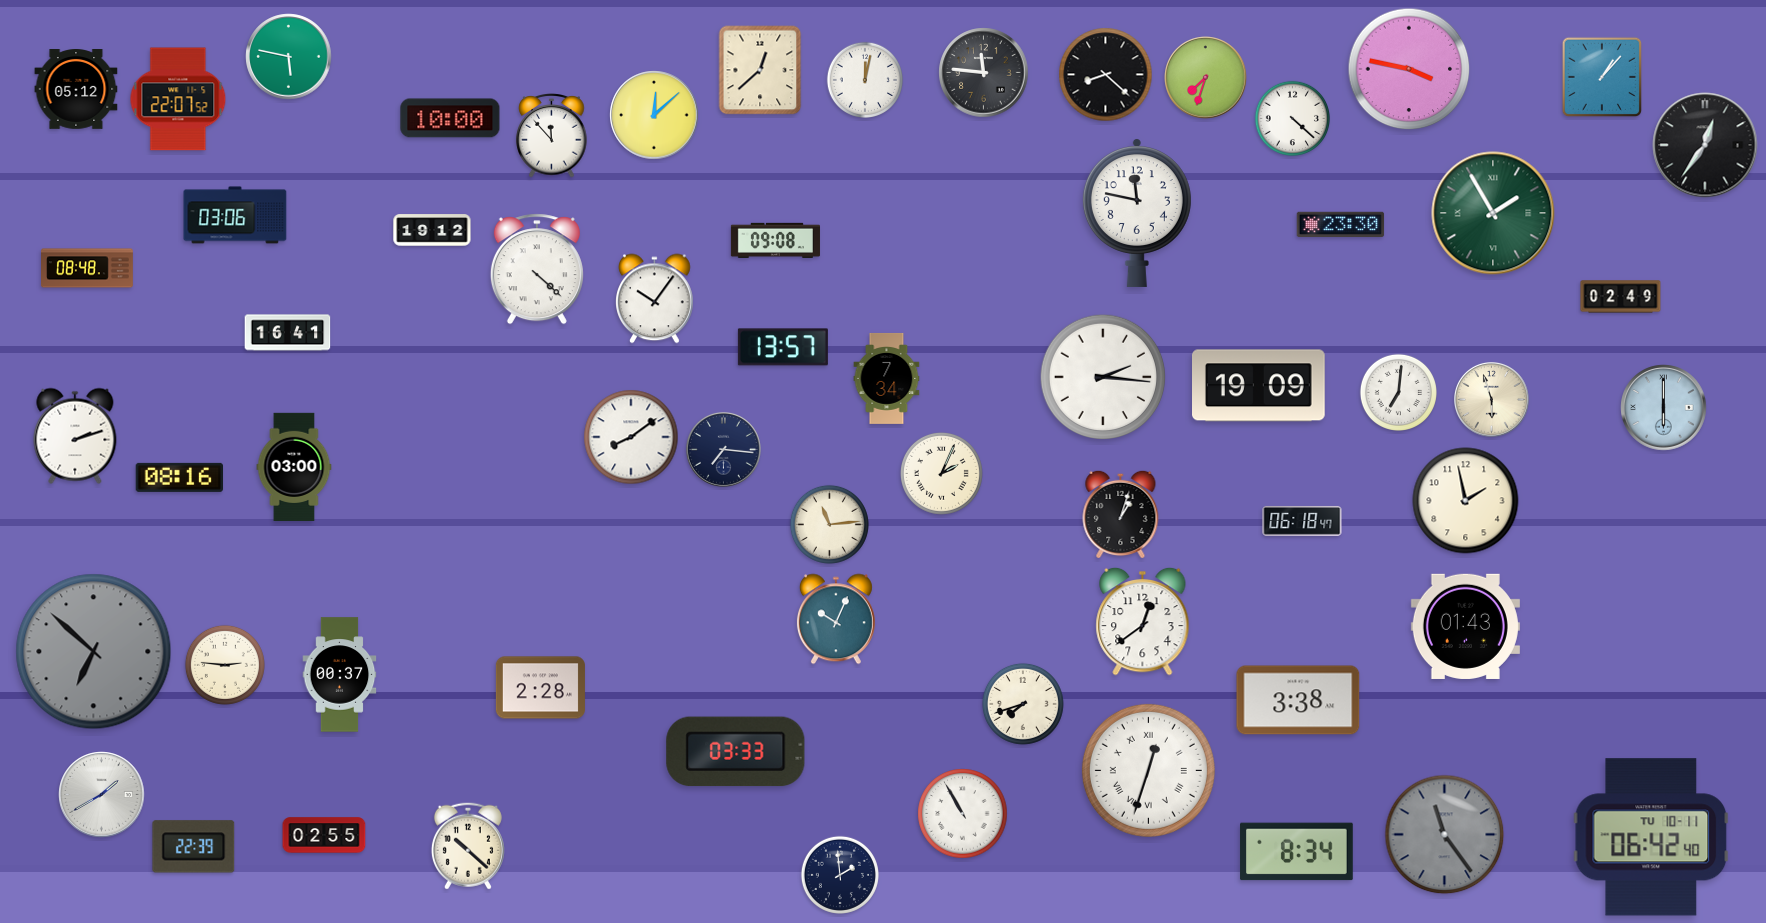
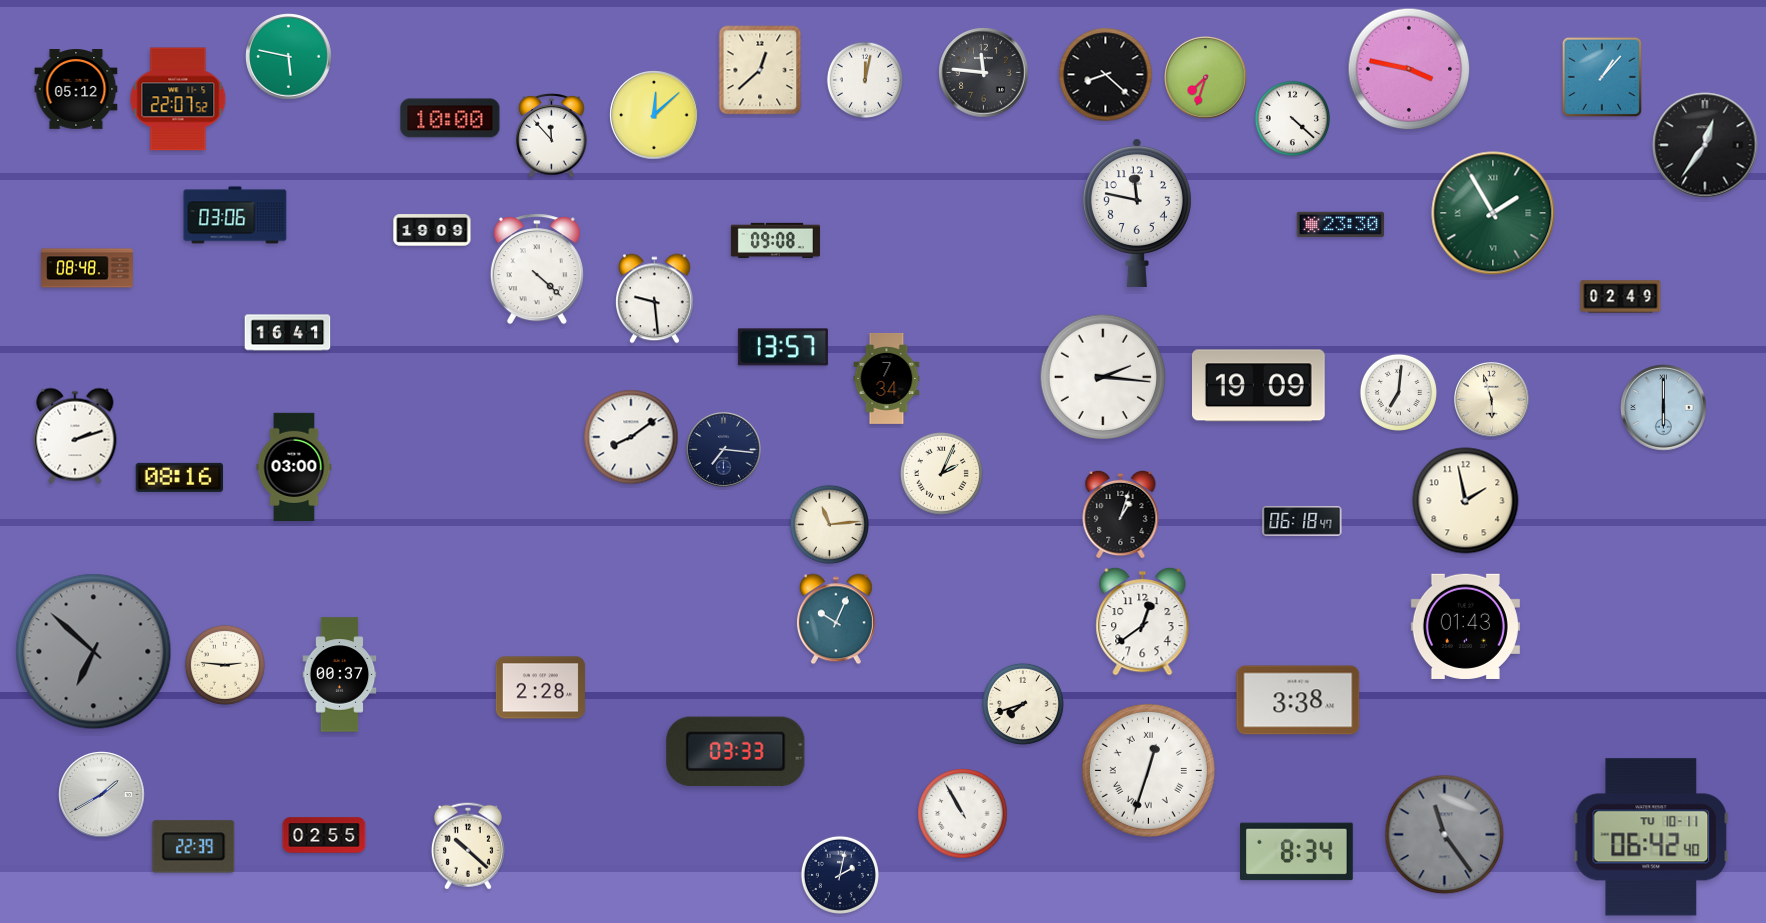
clock at (432, 230): 19:12 -> 19:09
clock at (655, 299): 10:06 -> 9:29
clock at (840, 875): 1:59 -> 2:02
